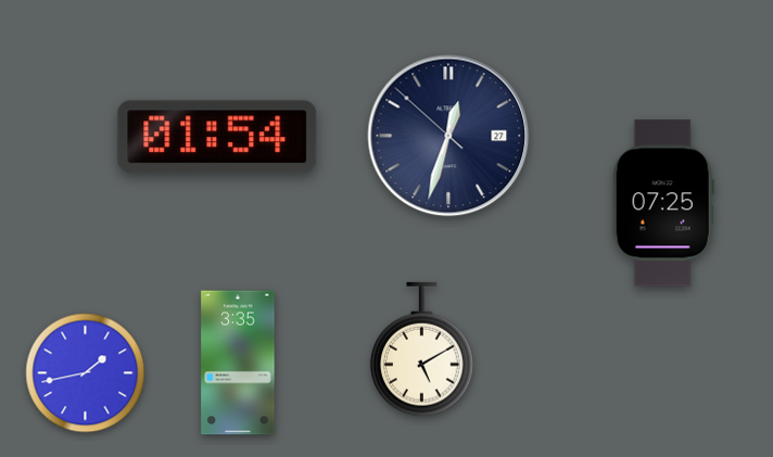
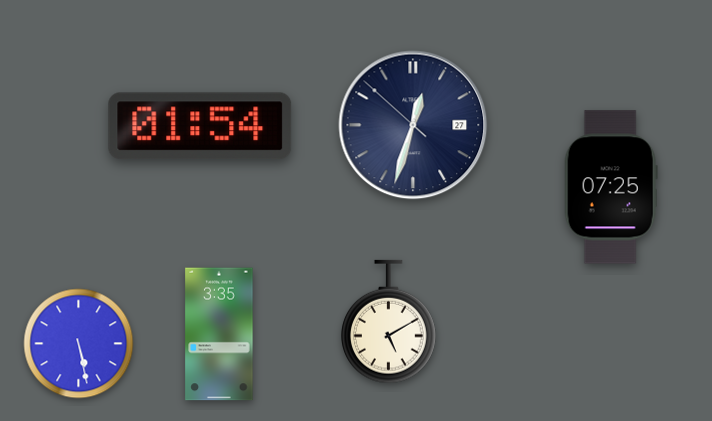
clock at (86, 373): 1:43 -> 5:28
